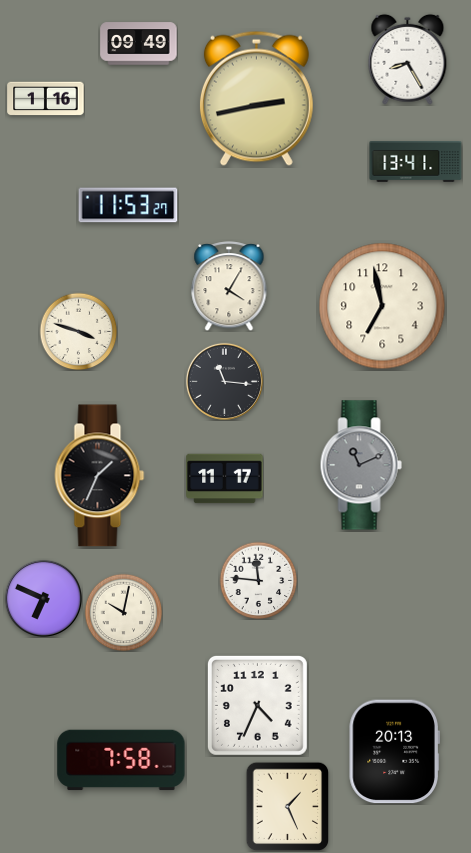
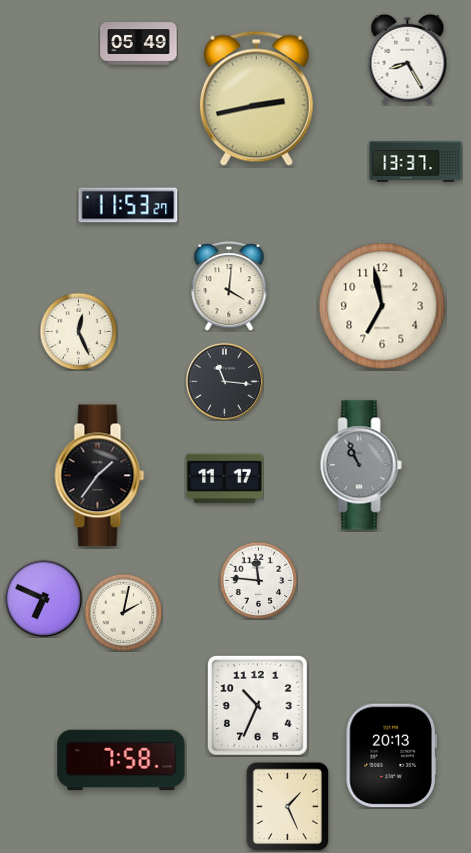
clock at (139, 44): 09:49 -> 05:49
clock at (46, 99): 1:16 -> none
clock at (416, 162): 13:41 -> 13:37
clock at (229, 286): 4:05 -> 4:01
clock at (78, 331): 3:48 -> 12:26
clock at (361, 465): 11:11 -> 10:56
clock at (100, 476): 1:34 -> 1:36
clock at (123, 612): 10:02 -> 2:02
clock at (257, 705): 4:34 -> 10:34
clock at (394, 752) position: (394, 752) -> (391, 756)
